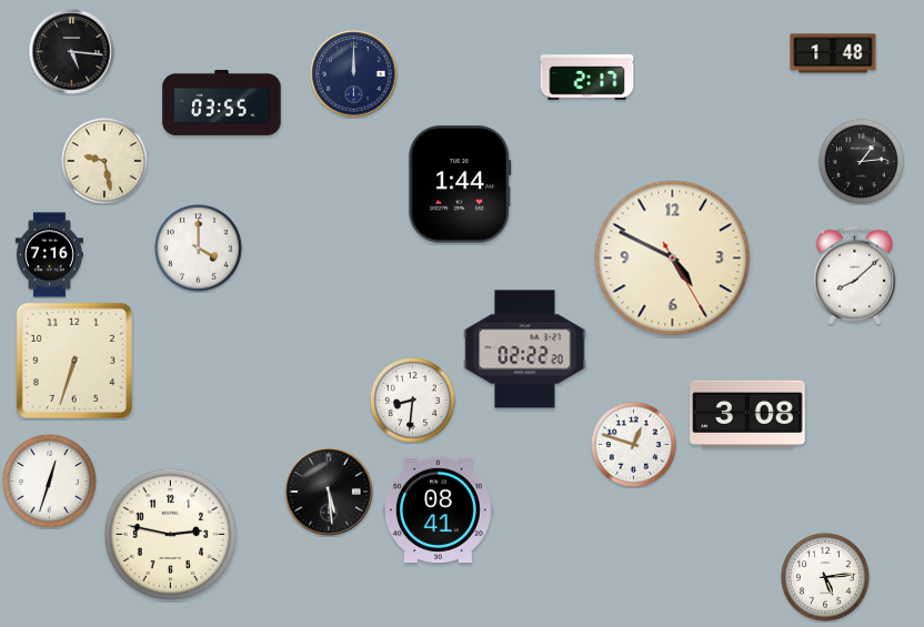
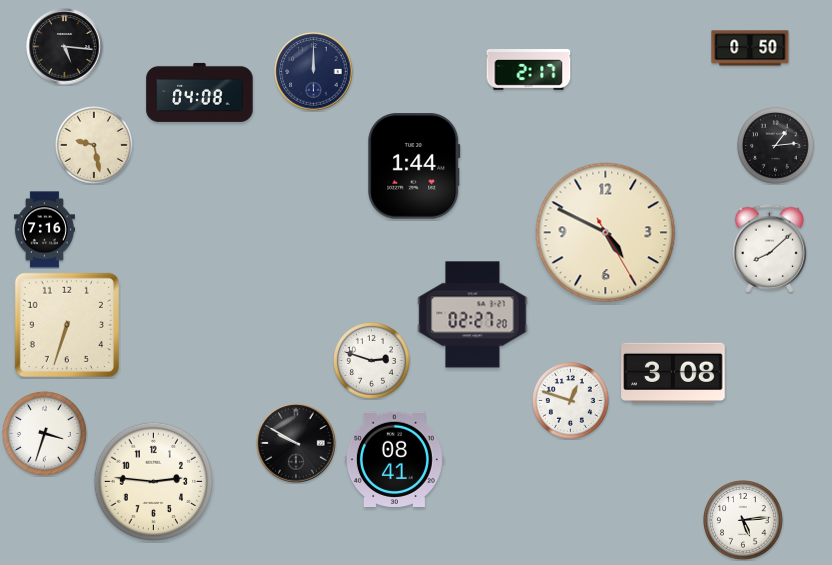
clock at (833, 53): 1:48 -> 0:50
clock at (354, 74) position: (354, 74) -> (314, 72)
clock at (222, 102): 03:55 -> 04:08
clock at (199, 249): 4:00 -> none
clock at (525, 350): 02:22 -> 02:27
clock at (413, 401): 8:31 -> 2:48
clock at (49, 481): 12:33 -> 3:33
clock at (329, 492): 5:29 -> 9:50
clock at (171, 535): 2:47 -> 2:46
